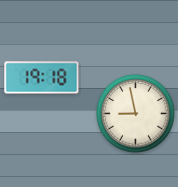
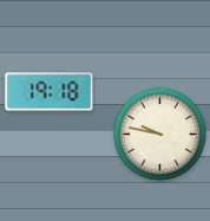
clock at (136, 114): 8:58 -> 9:47
